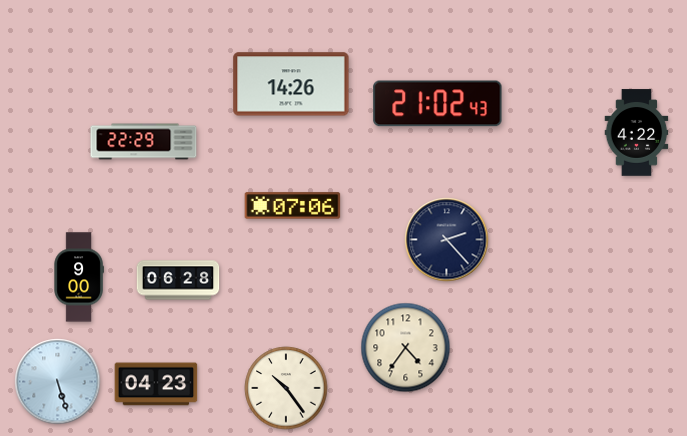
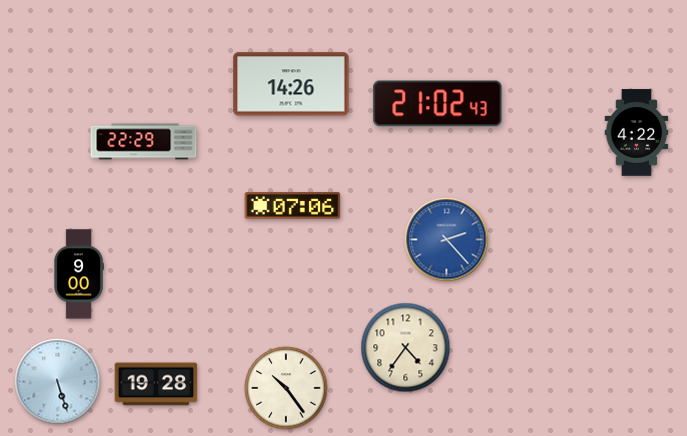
clock at (447, 240) dial: navy -> blue
clock at (79, 277) position: (79, 277) -> (79, 274)
clock at (178, 280): 06:28 -> none
clock at (156, 384): 04:23 -> 19:28
